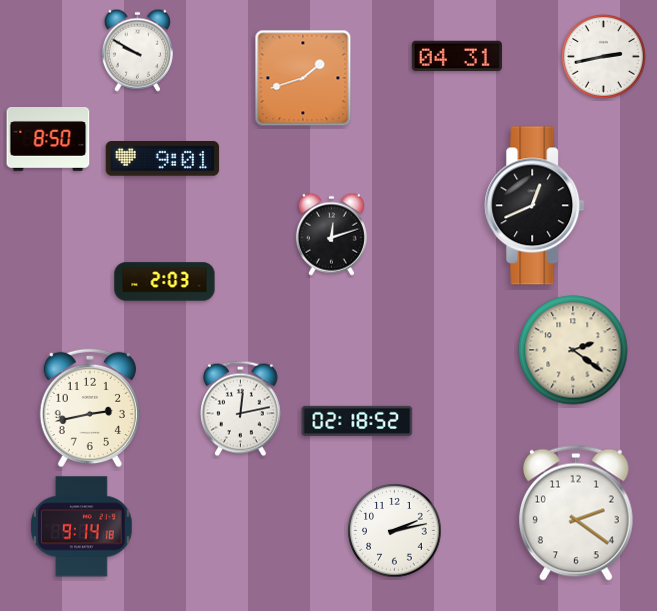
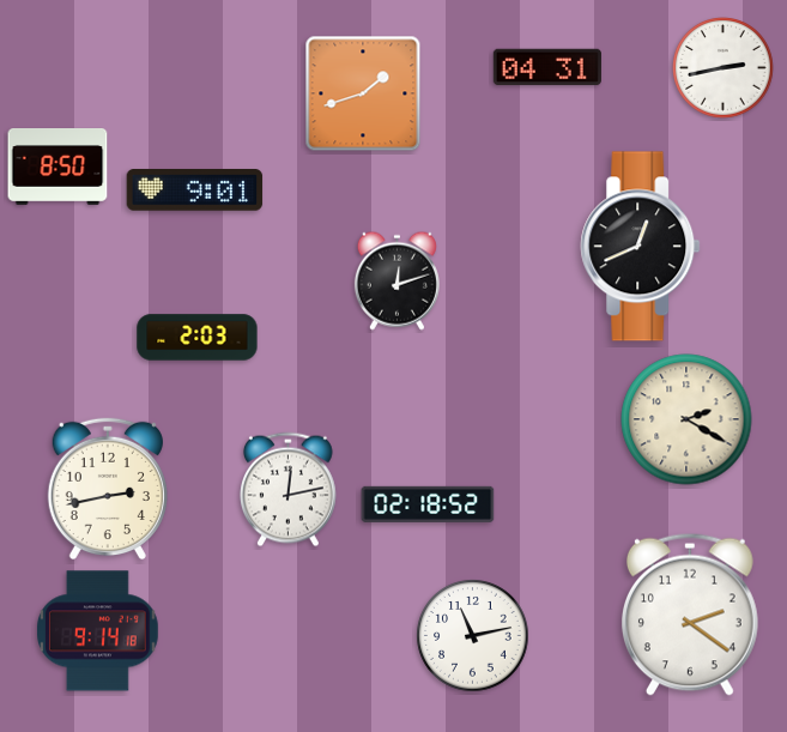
clock at (137, 50): 9:50 -> none
clock at (573, 350): 2:21 -> 2:20
clock at (395, 531): 2:13 -> 11:13
